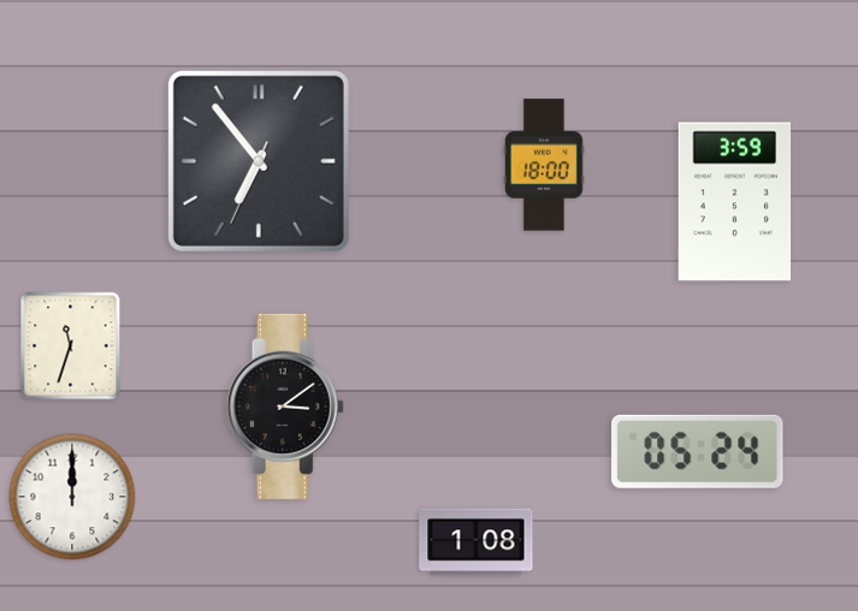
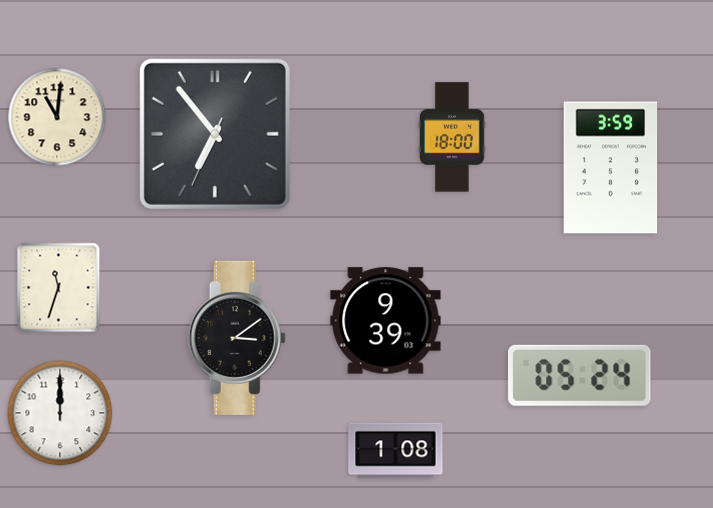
clock at (57, 117): none -> 11:01
clock at (386, 321): none -> 9:39
